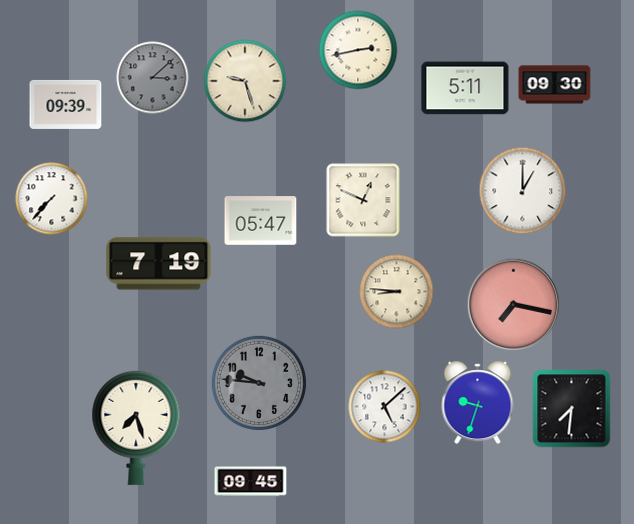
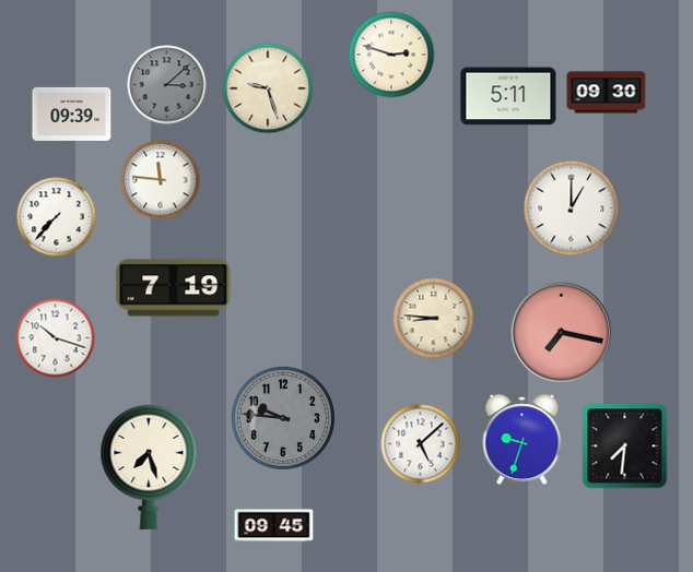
clock at (358, 50): 2:43 -> 2:48
clock at (161, 180): none -> 11:46
clock at (363, 200): 12:49 -> none
clock at (261, 221): 05:47 -> none
clock at (56, 338): none -> 10:18
